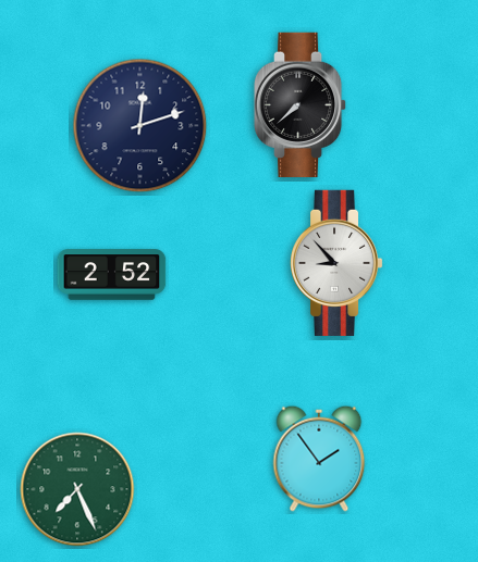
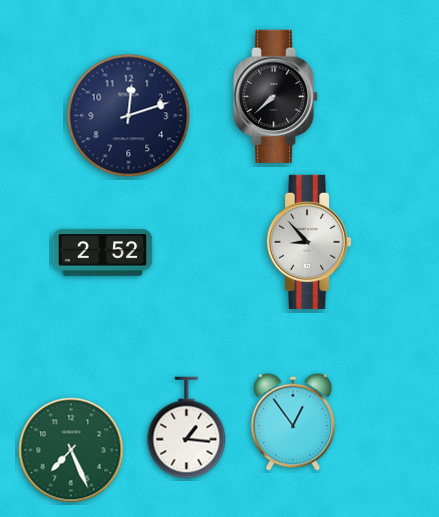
clock at (319, 459): 1:54 -> 12:54
clock at (187, 428): none -> 1:16
